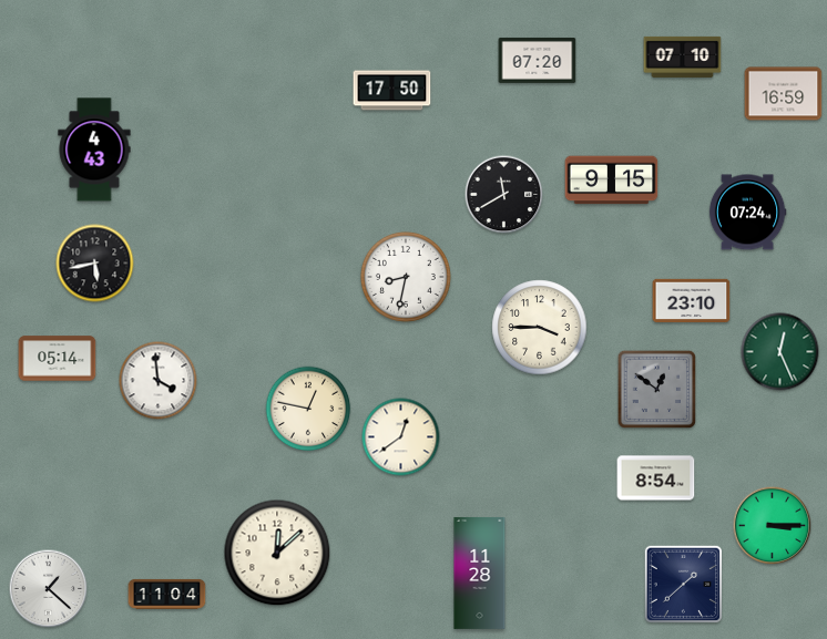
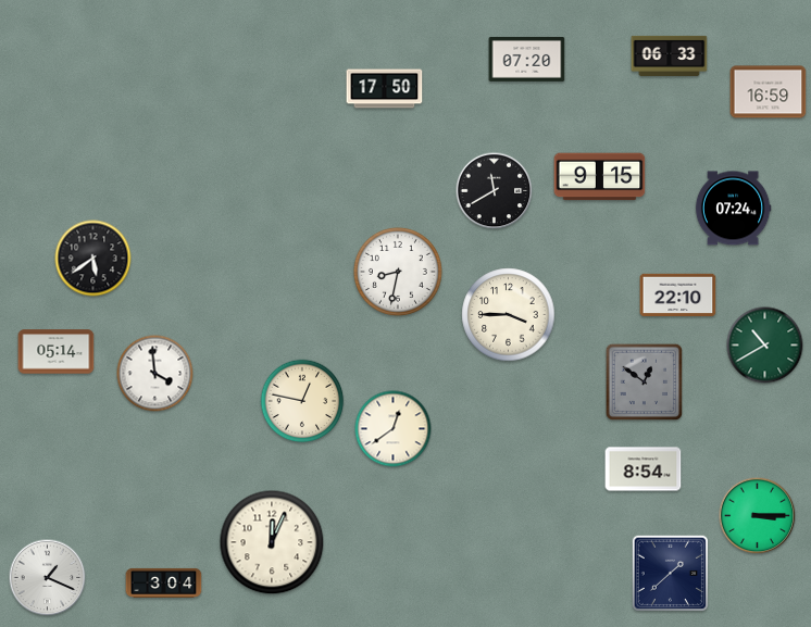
clock at (683, 56): 07:10 -> 06:33
clock at (94, 150): 4:43 -> none
clock at (95, 264): 5:43 -> 5:39
clock at (692, 300): 23:10 -> 22:10
clock at (540, 328) position: (540, 328) -> (509, 315)
clock at (780, 352): 12:26 -> 10:40
clock at (277, 553): 12:08 -> 12:04
clock at (480, 573): 11:28 -> none
clock at (49, 589): 1:22 -> 1:19
clock at (167, 594): 11:04 -> 3:04
